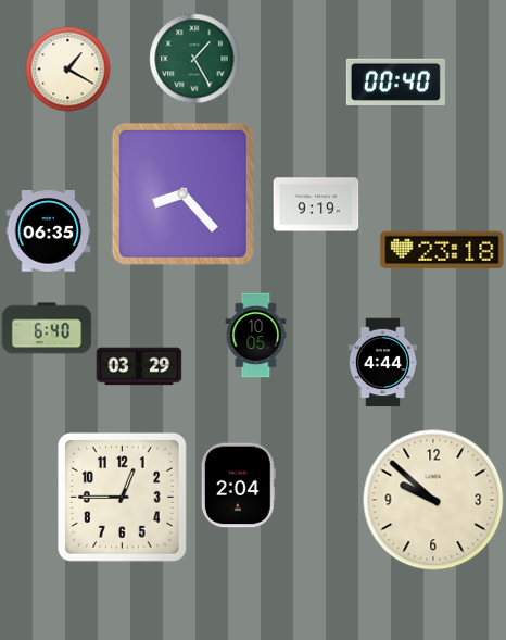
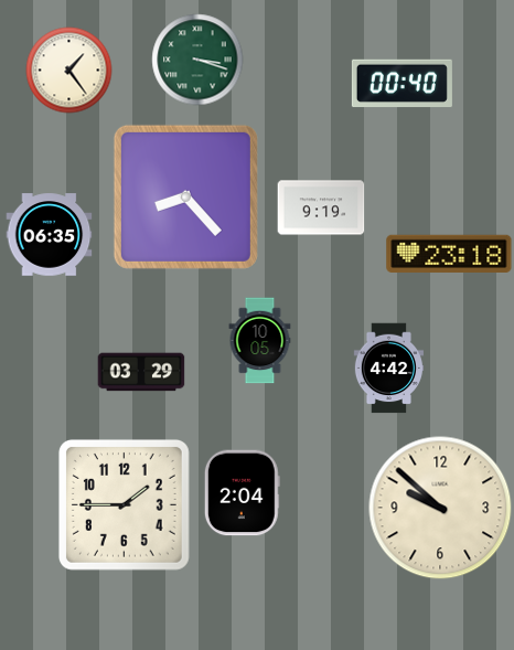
clock at (194, 59): 1:25 -> 3:18
clock at (67, 68): 1:20 -> 1:24
clock at (47, 328): 6:40 -> none
clock at (382, 362): 4:44 -> 4:42
clock at (122, 497): 12:45 -> 1:45
